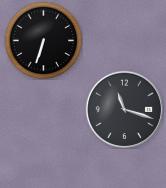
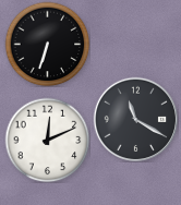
clock at (124, 109): 11:18 -> 11:20
clock at (47, 140): none -> 12:11
